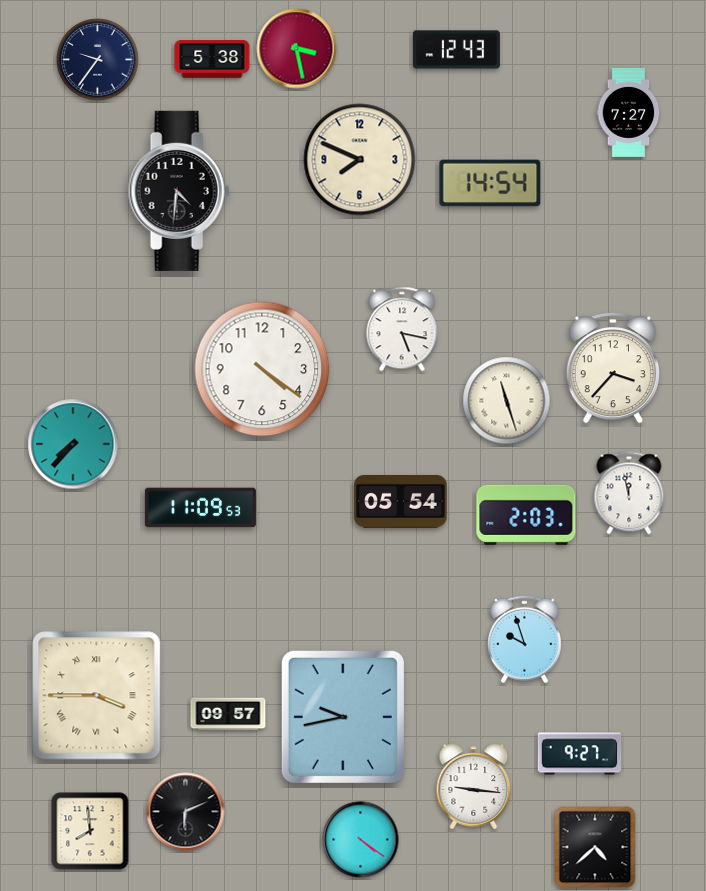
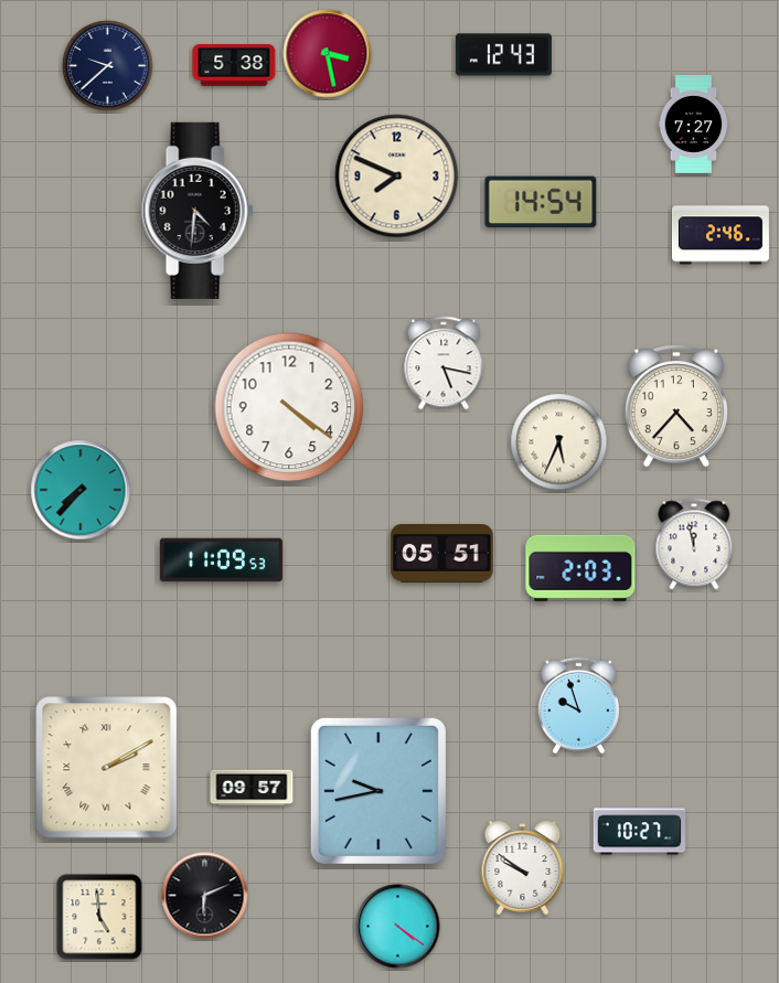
clock at (98, 60): 9:36 -> 9:38
clock at (721, 235): none -> 2:46
clock at (613, 369): 3:37 -> 4:37
clock at (507, 401): 11:27 -> 5:34
clock at (401, 502): 05:54 -> 05:51
clock at (97, 696): 3:45 -> 2:10
clock at (580, 754): 9:27 -> 10:27
clock at (474, 787): 9:16 -> 9:51
clock at (90, 831): 7:59 -> 4:59
clock at (595, 847): 4:38 -> none
